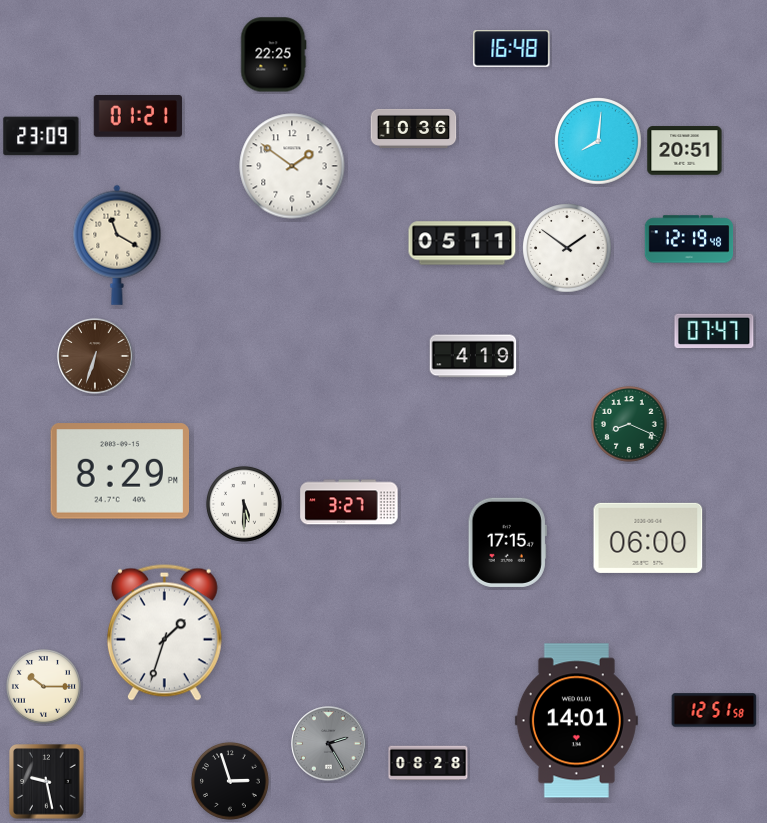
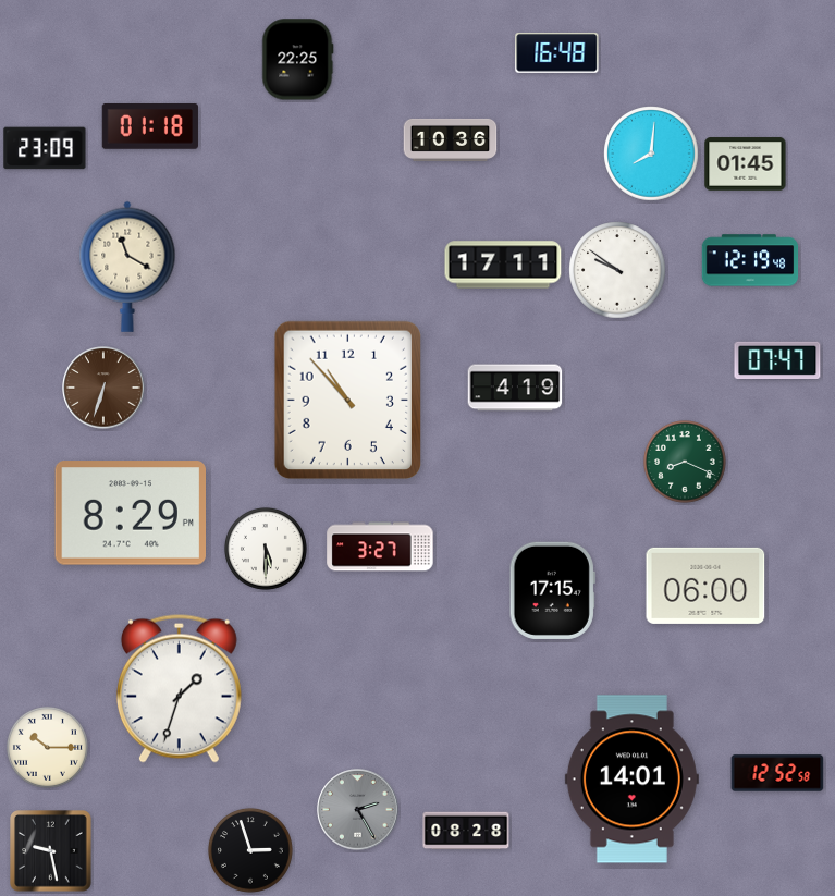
clock at (138, 117): 01:21 -> 01:18
clock at (685, 151): 20:51 -> 01:45
clock at (292, 166): 1:51 -> none
clock at (462, 243): 05:11 -> 17:11
clock at (567, 248): 1:51 -> 9:51
clock at (347, 401): none -> 10:53
clock at (714, 710): 12:51 -> 12:52
clock at (576, 721) position: (576, 721) -> (631, 780)
